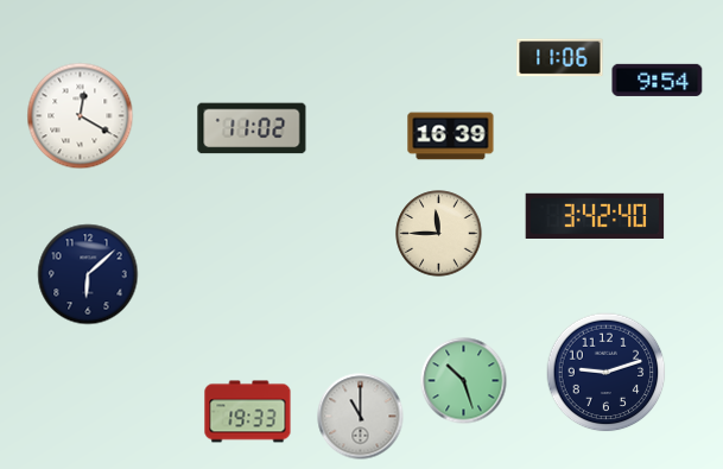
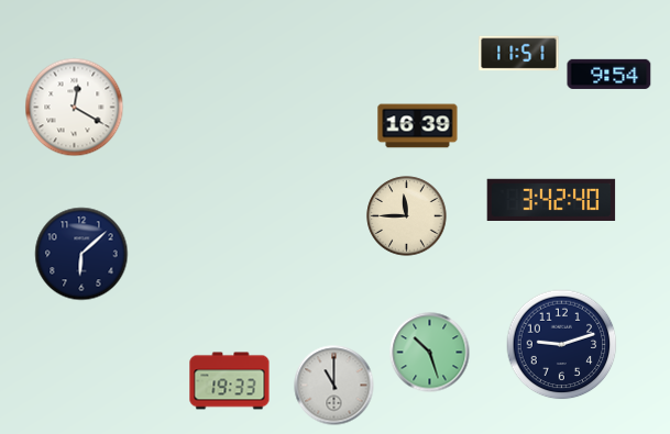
clock at (560, 58): 11:06 -> 11:51
clock at (252, 128): 11:02 -> none
